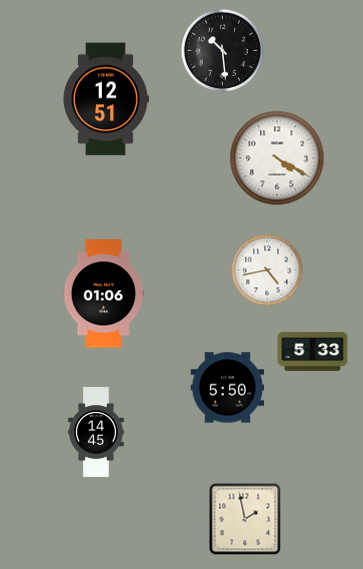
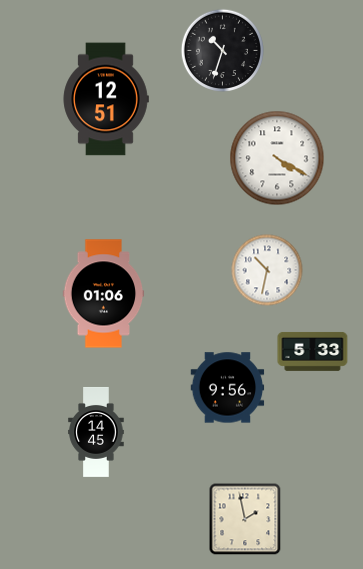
clock at (222, 50): 10:29 -> 10:33
clock at (267, 270): 4:43 -> 10:32
clock at (228, 388): 5:50 -> 9:56
